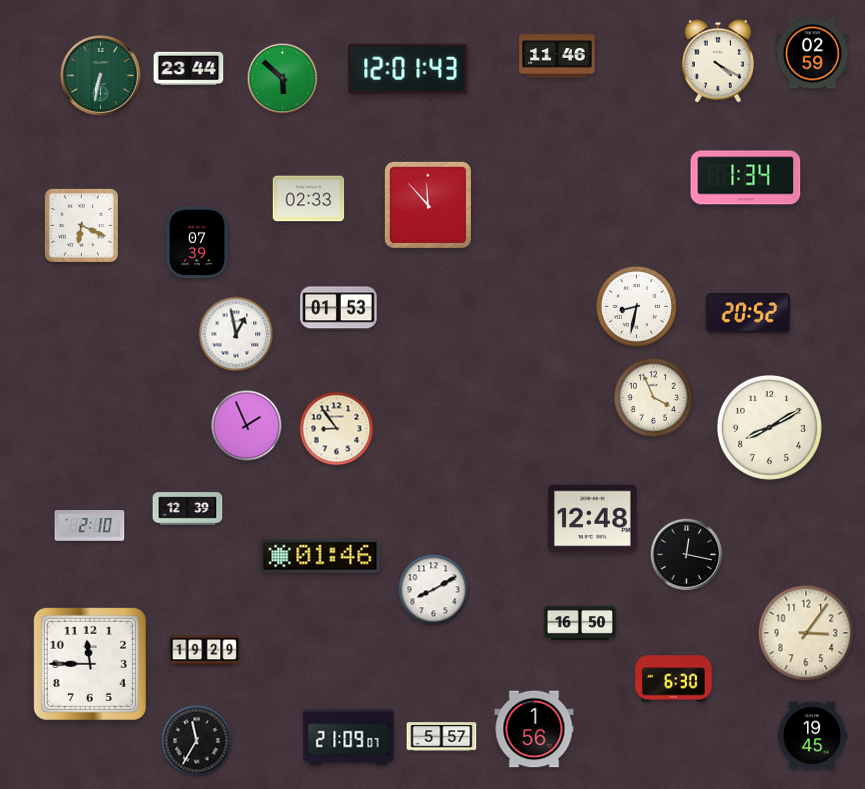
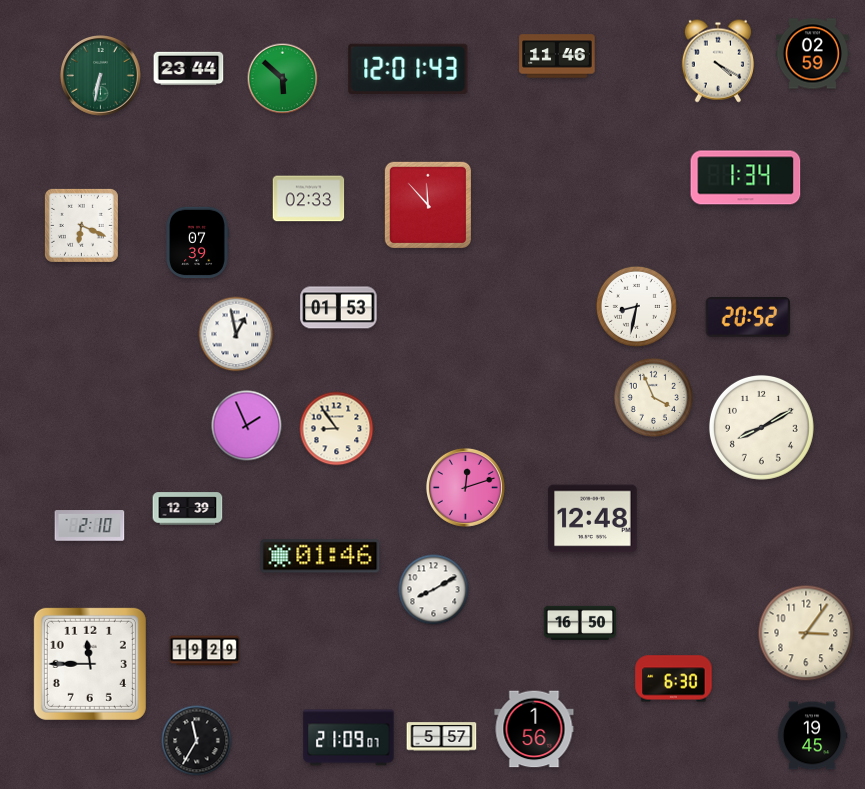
clock at (748, 314) position: (748, 314) -> (748, 318)
clock at (769, 427) position: (769, 427) -> (761, 427)
clock at (465, 487): none -> 12:12
clock at (687, 555): 12:17 -> none
